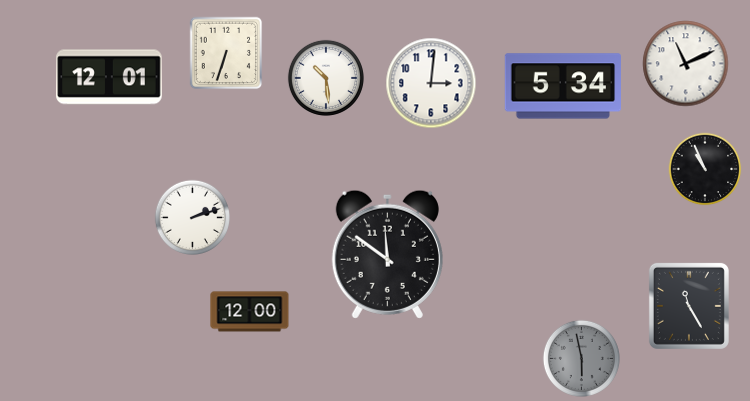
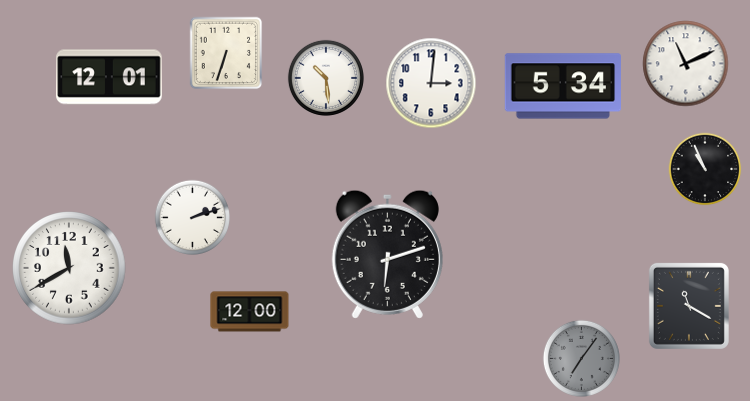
clock at (387, 254): 11:51 -> 6:12
clock at (69, 268): none -> 11:40
clock at (689, 306): 11:25 -> 11:20
clock at (581, 358): 5:58 -> 7:06
